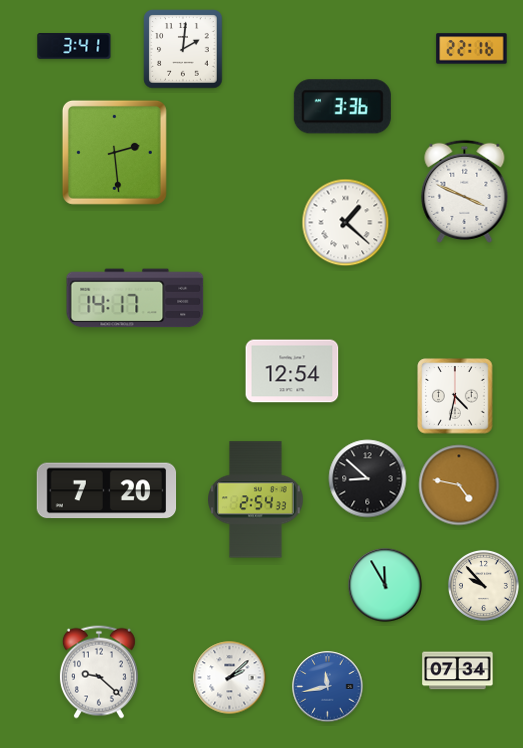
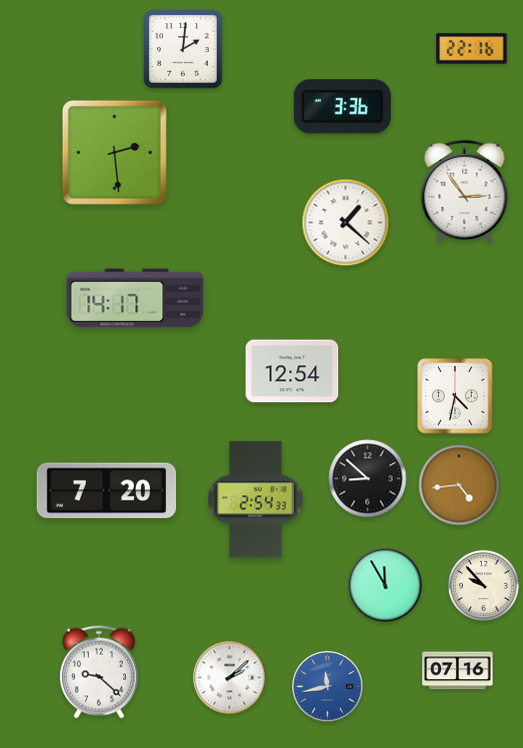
clock at (74, 46): 3:41 -> none
clock at (465, 191): 3:49 -> 2:54
clock at (459, 485): 4:47 -> 4:44
clock at (458, 671): 07:34 -> 07:16
